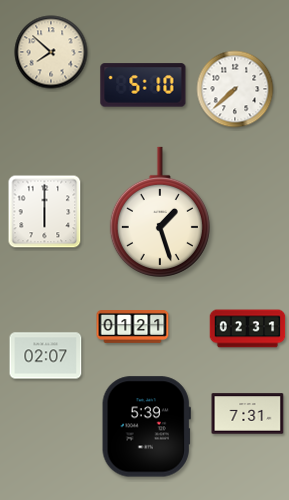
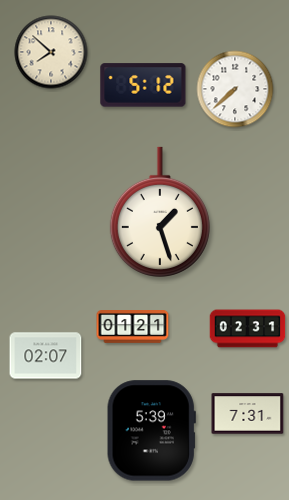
clock at (143, 85): 5:10 -> 5:12
clock at (45, 212): 6:00 -> none
clock at (146, 427) position: (146, 427) -> (151, 431)
